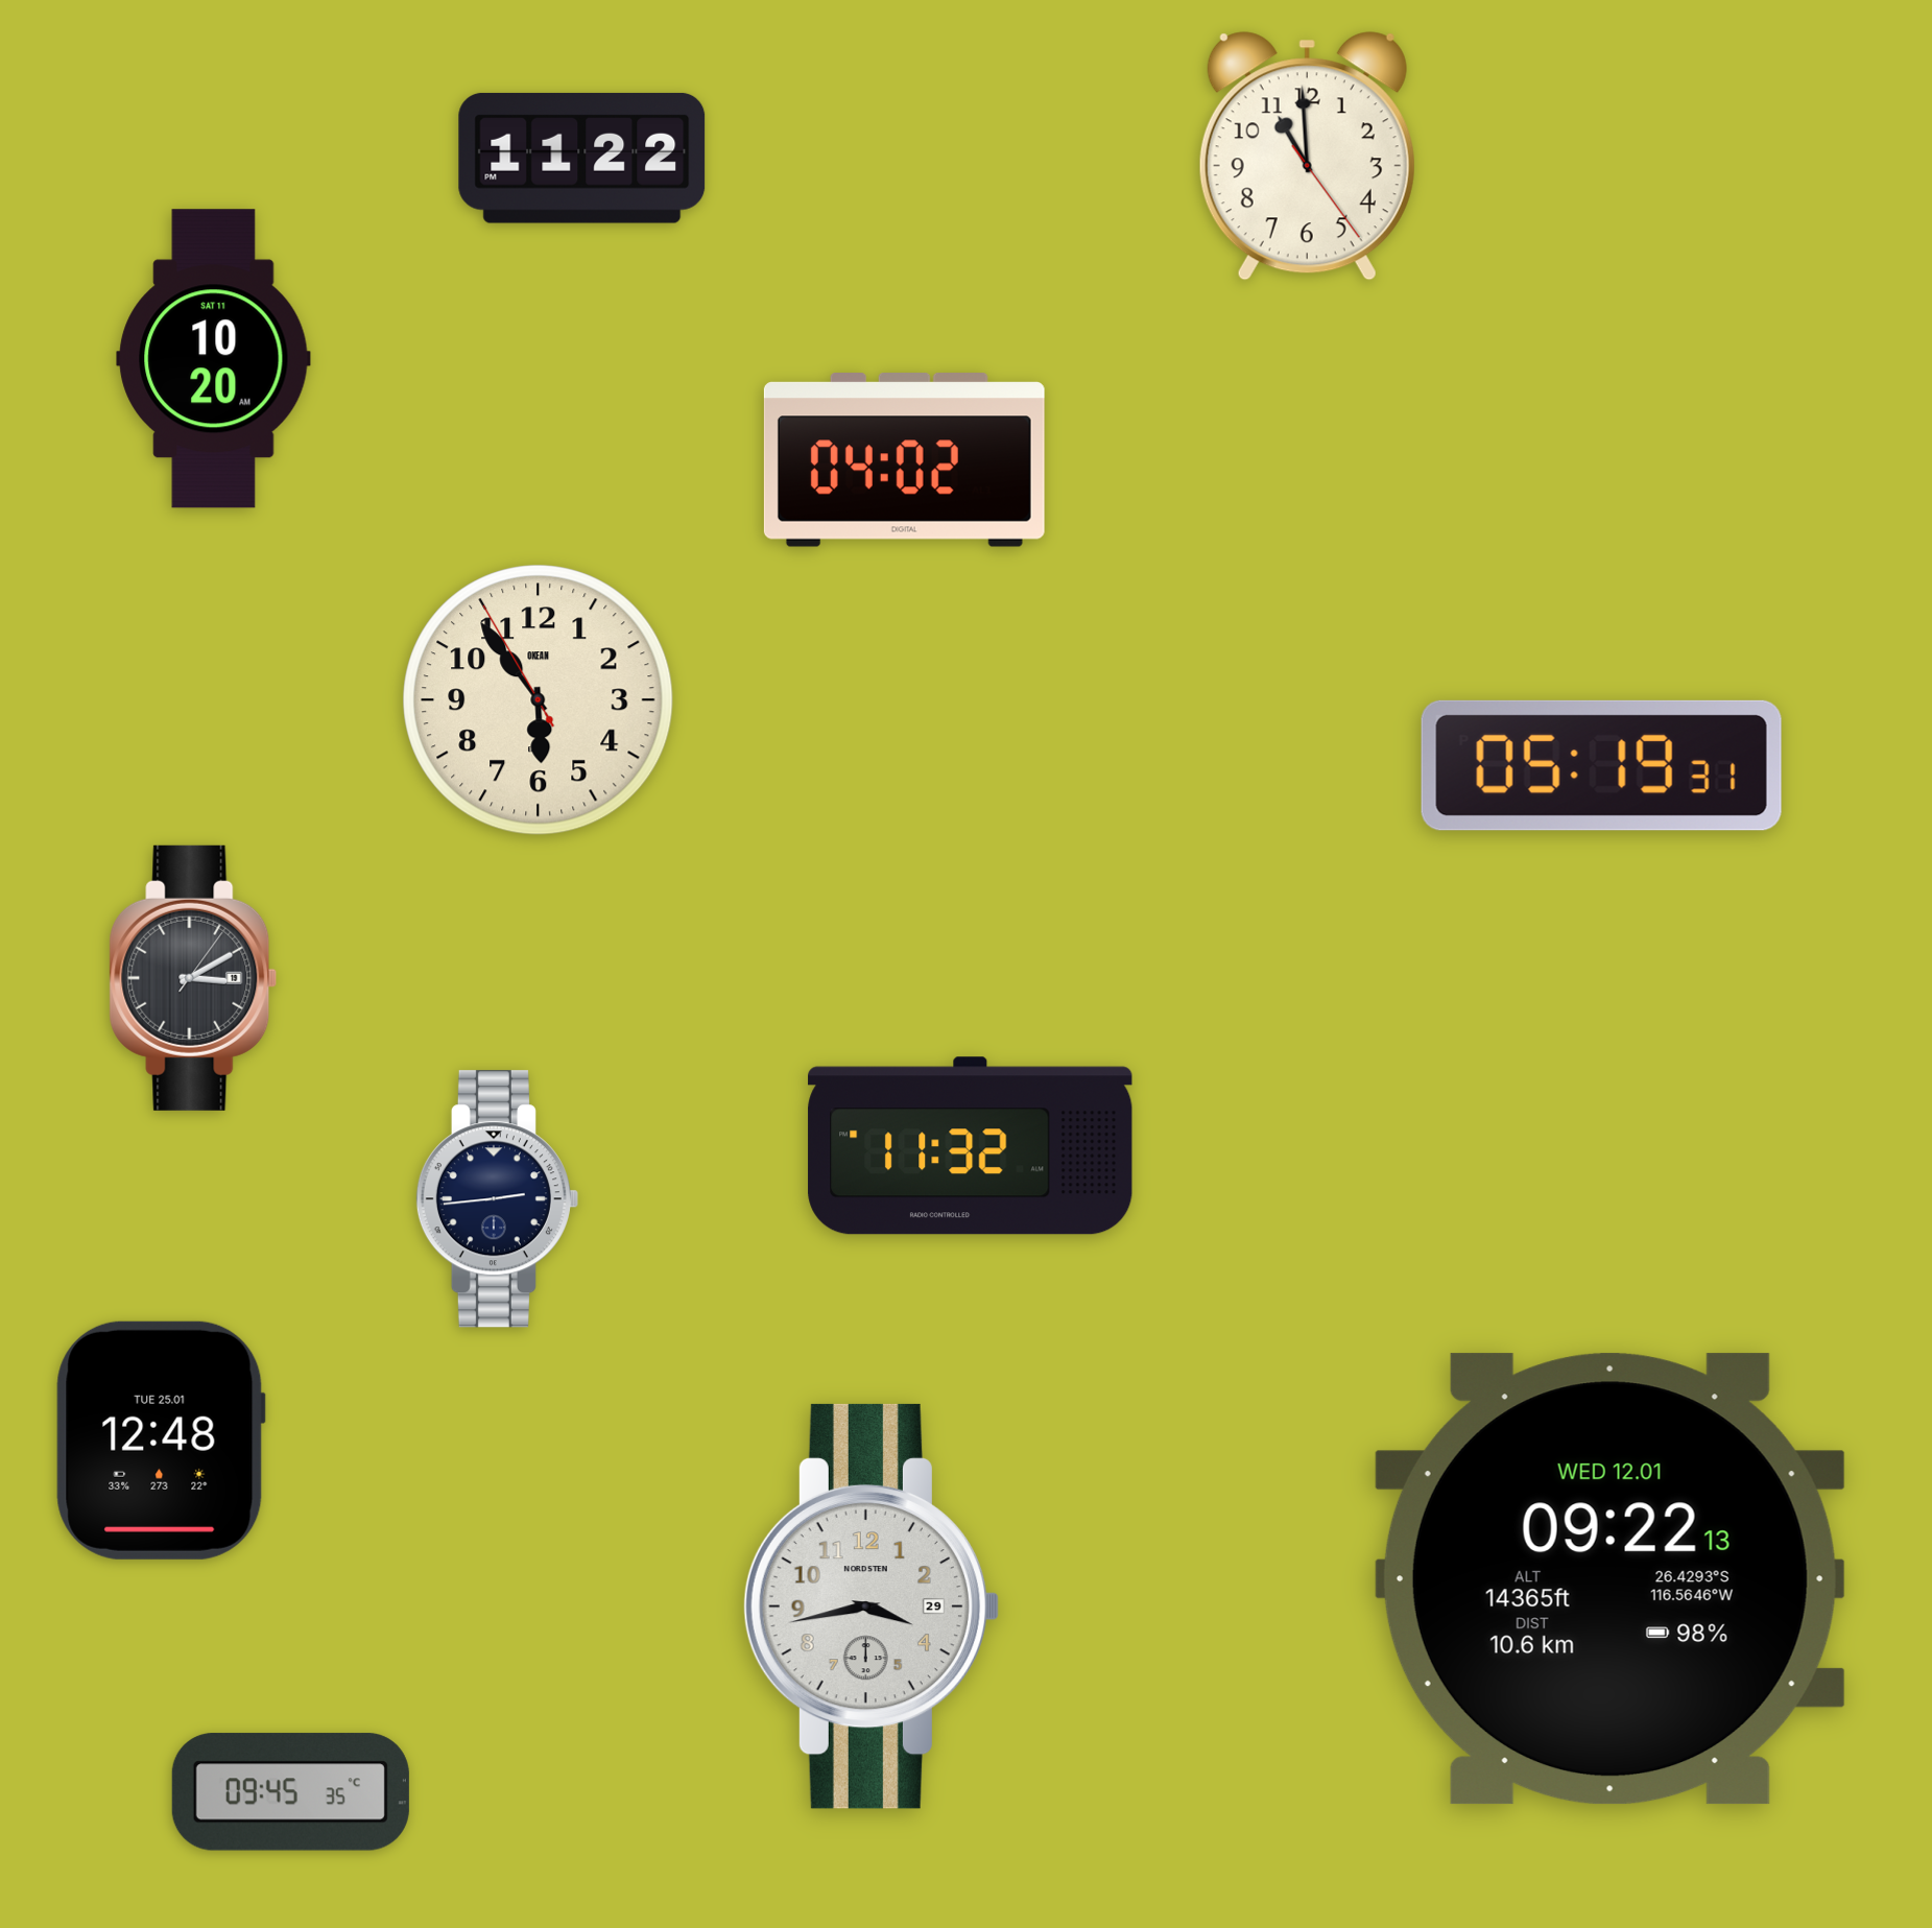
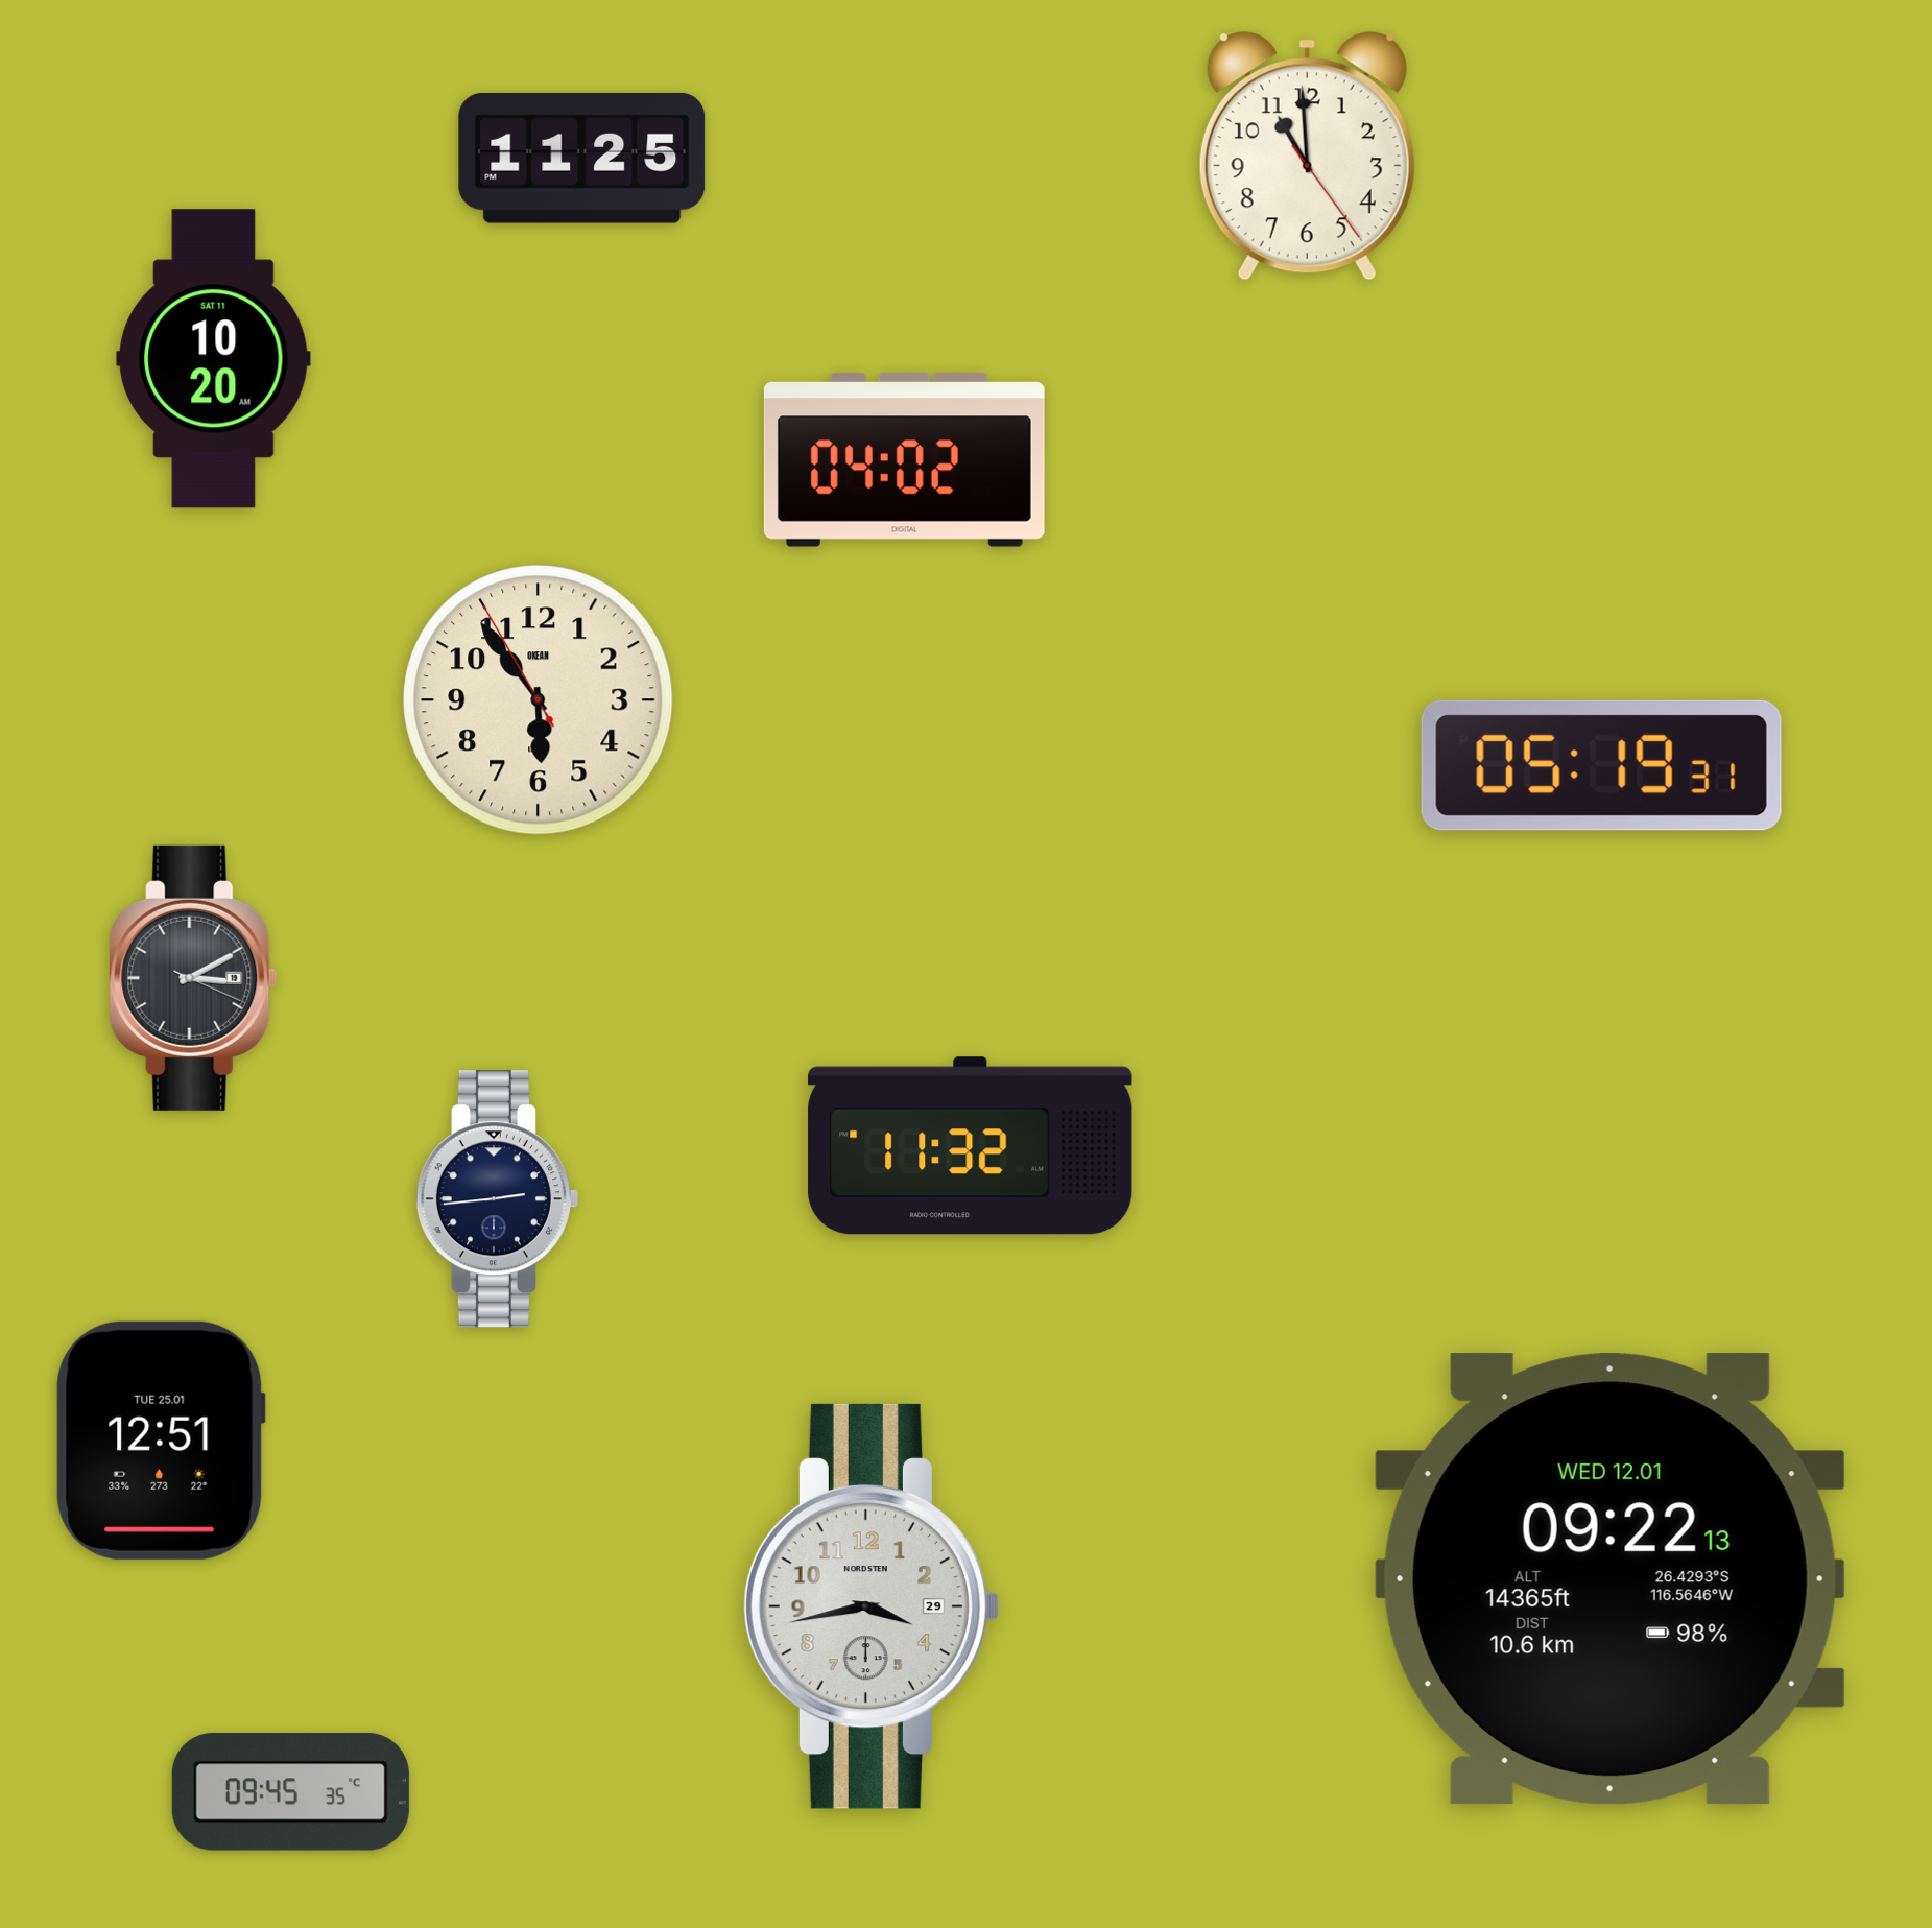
clock at (582, 158): 11:22 -> 11:25
clock at (193, 978): 3:10:06 -> 3:10:19
clock at (161, 1441): 12:48 -> 12:51
